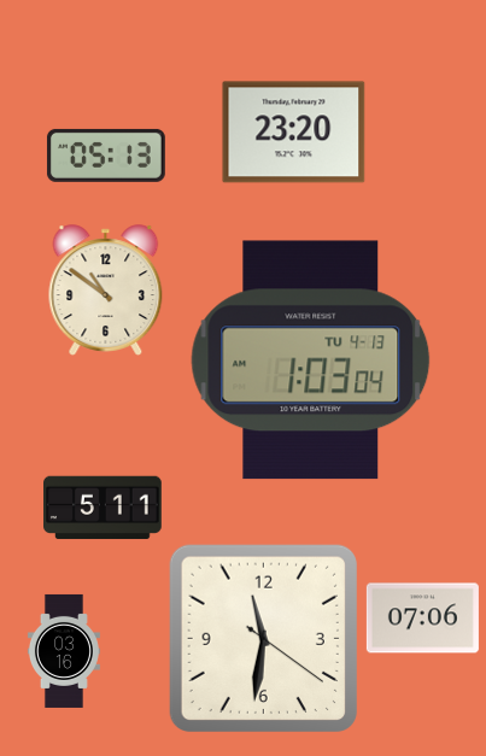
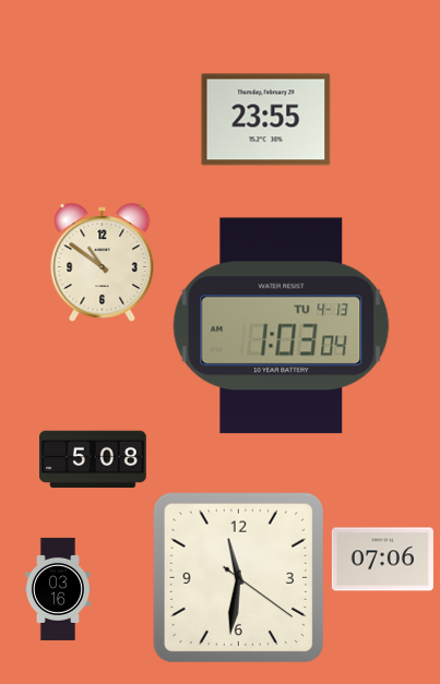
clock at (294, 133): 23:20 -> 23:55
clock at (106, 156): 05:13 -> none
clock at (106, 291) position: (106, 291) -> (103, 263)
clock at (104, 508): 5:11 -> 5:08
